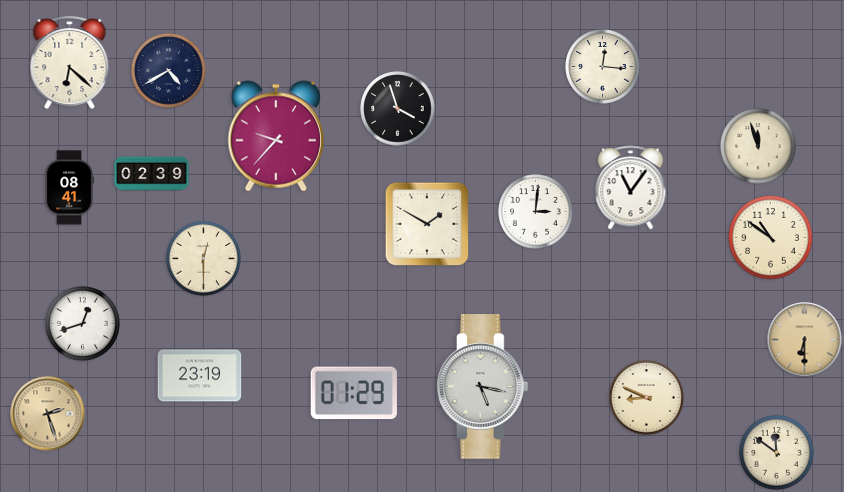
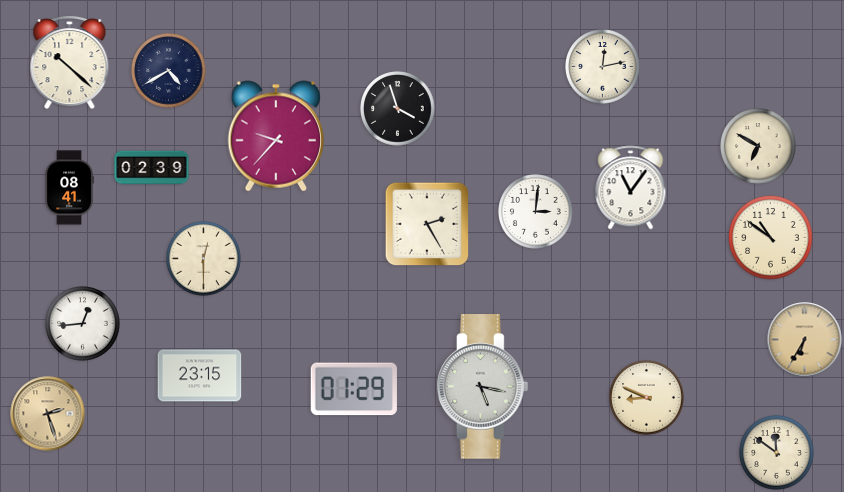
clock at (70, 63): 6:22 -> 10:22
clock at (603, 67): 12:16 -> 12:13
clock at (758, 146): 11:57 -> 6:50
clock at (152, 174) position: (152, 174) -> (152, 168)
clock at (427, 224): 1:50 -> 2:25
clock at (83, 324): 12:42 -> 12:44
clock at (805, 340): 6:30 -> 6:35
clock at (200, 376): 23:19 -> 23:15
clock at (354, 393) position: (354, 393) -> (354, 389)
